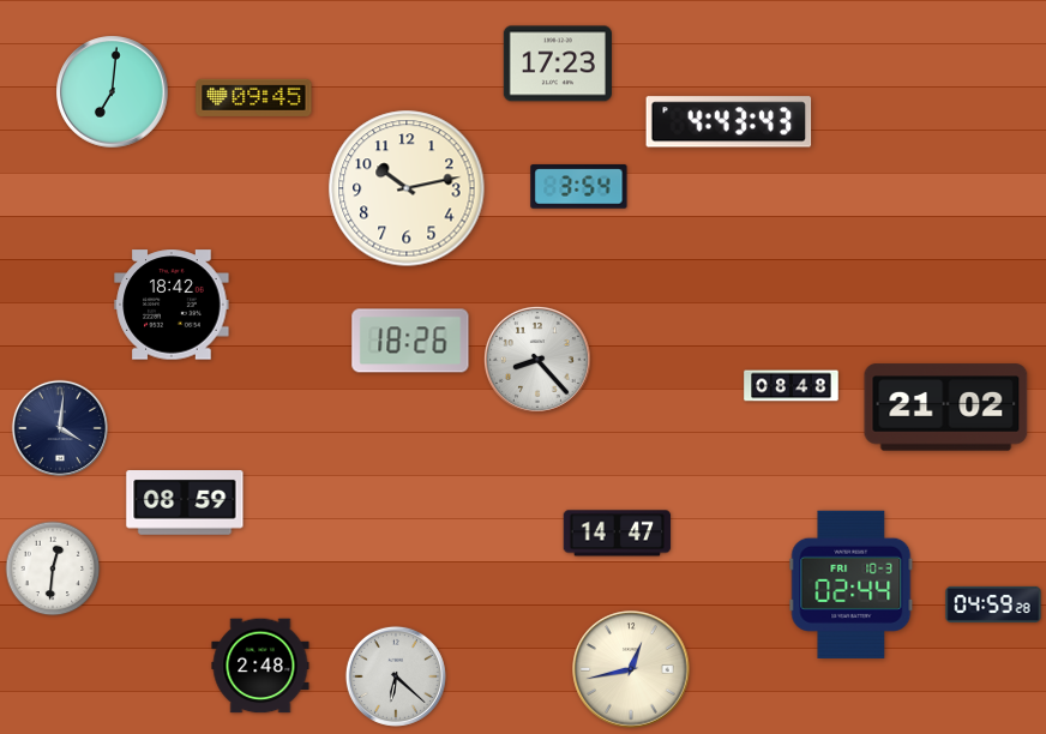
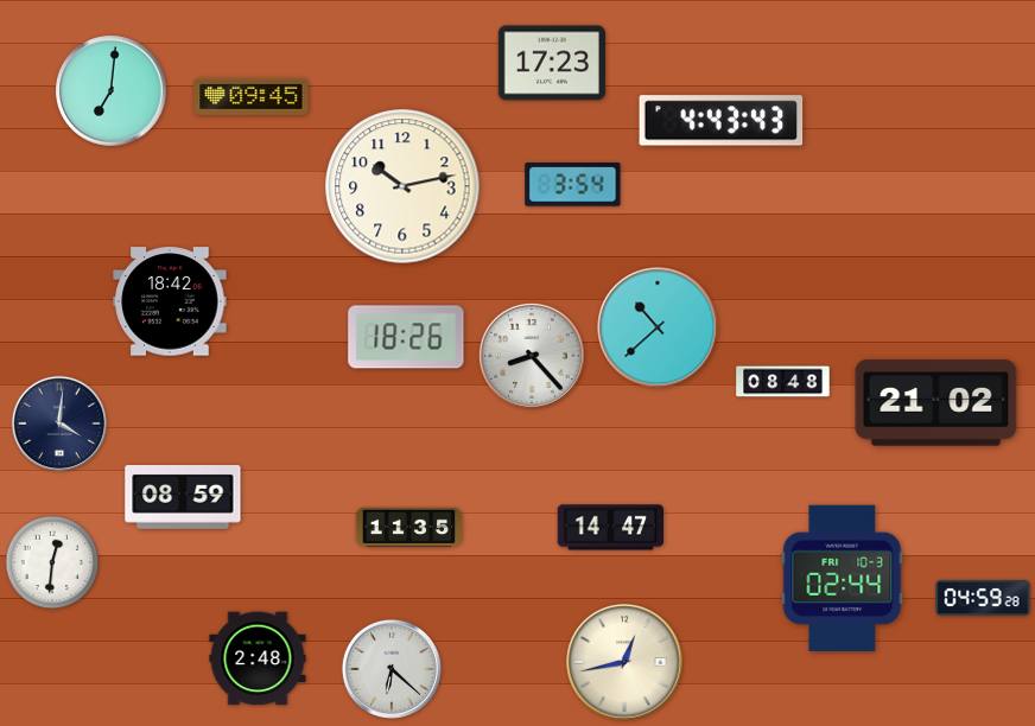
clock at (658, 327): none -> 10:38
clock at (409, 528): none -> 11:35
